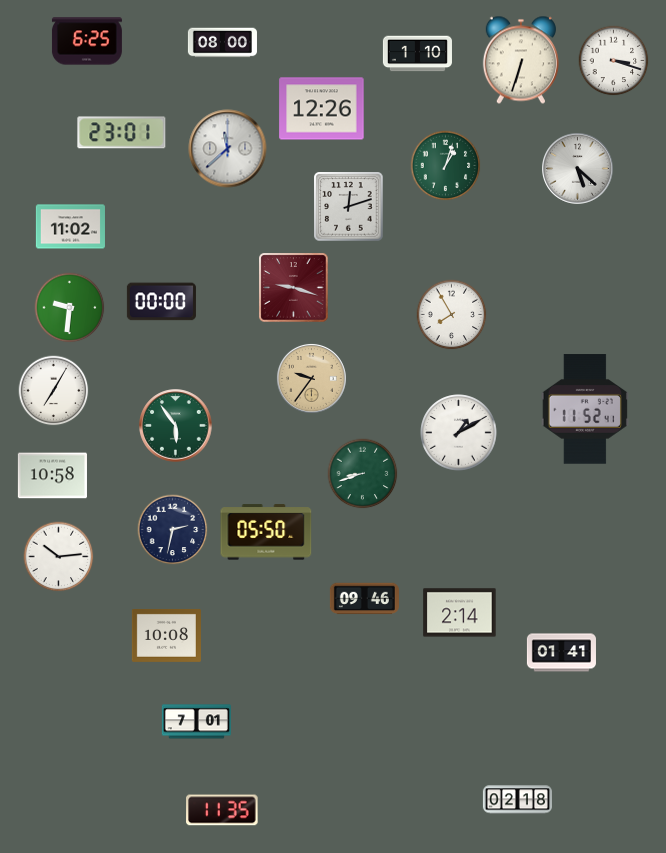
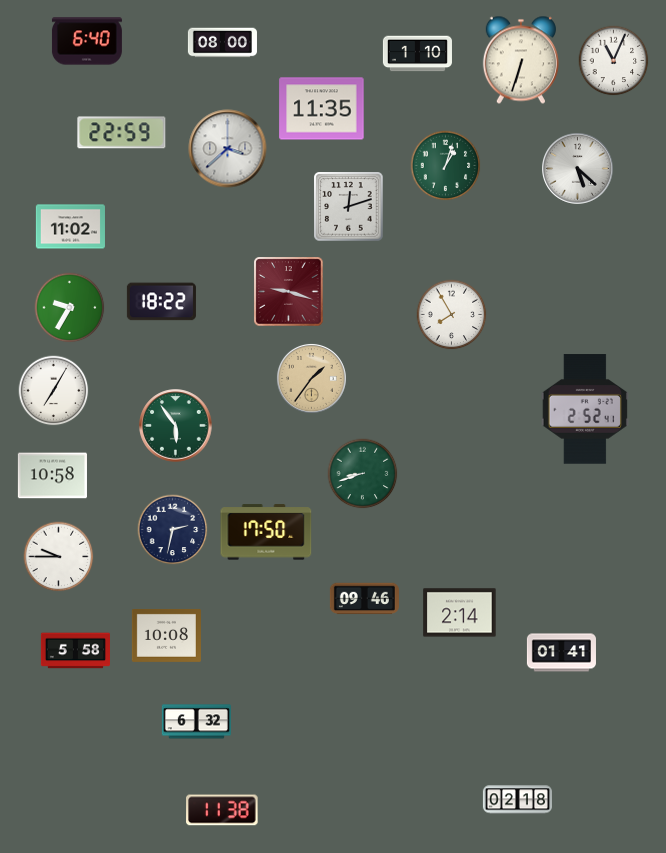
clock at (87, 41): 6:25 -> 6:40
clock at (614, 61): 3:18 -> 11:04
clock at (322, 109): 12:26 -> 11:35
clock at (122, 133): 23:01 -> 22:59
clock at (228, 149): 11:38 -> 3:38
clock at (294, 288) position: (294, 288) -> (289, 292)
clock at (161, 302): 00:00 -> 18:22
clock at (70, 308): 9:31 -> 9:35
clock at (311, 378): 9:36 -> 1:36
clock at (584, 409): 11:52 -> 2:52
clock at (459, 433): 1:10 -> none
clock at (266, 532): 05:50 -> 17:50
clock at (59, 557): 10:14 -> 9:45
clock at (75, 651): none -> 5:58
clock at (196, 722): 7:01 -> 6:32
clock at (222, 810): 11:35 -> 11:38
